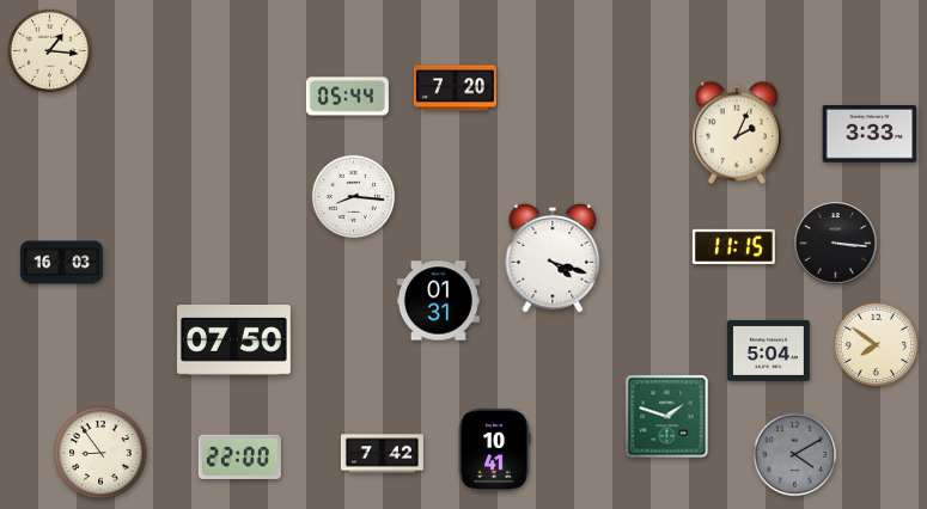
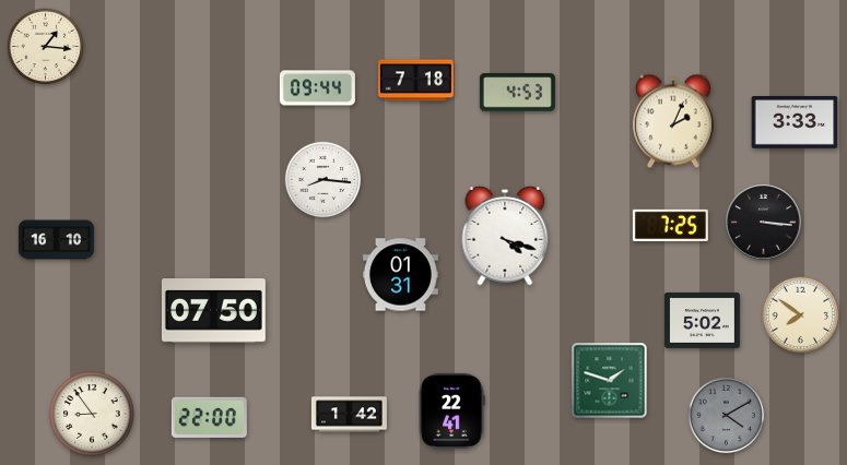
clock at (455, 88): 7:20 -> 7:18
clock at (347, 97): 05:44 -> 09:44
clock at (517, 93): none -> 4:53
clock at (733, 246): 11:15 -> 7:25
clock at (61, 263): 16:03 -> 16:10
clock at (768, 350): 5:04 -> 5:02
clock at (494, 449): 10:41 -> 22:41
clock at (382, 454): 7:42 -> 1:42
clock at (239, 456) position: (239, 456) -> (209, 417)
